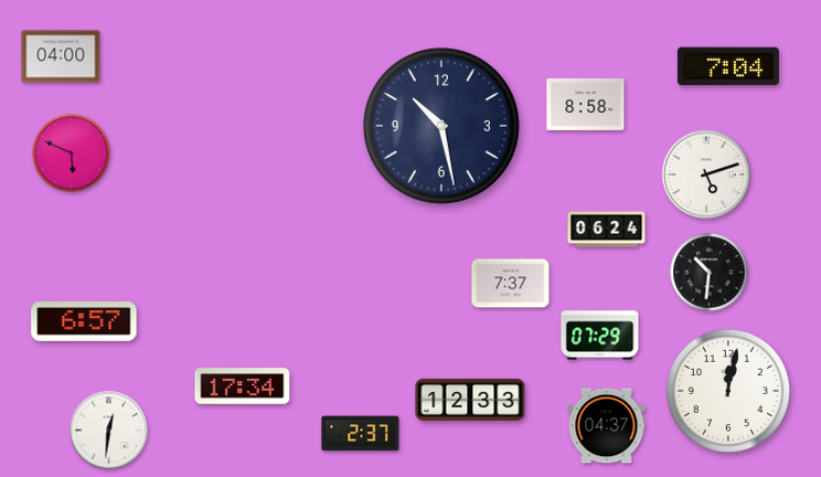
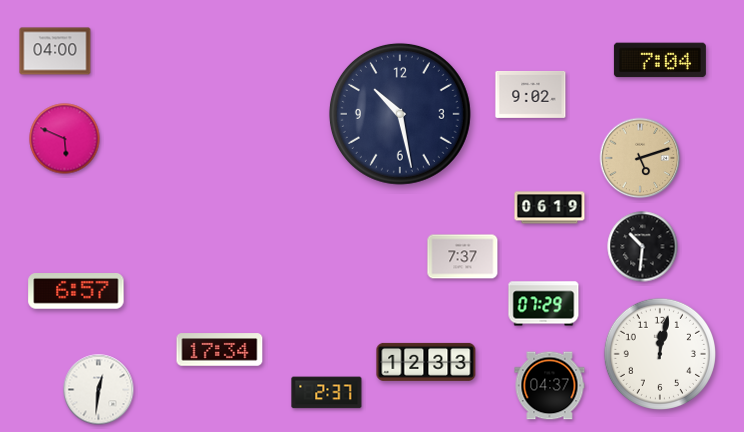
clock at (586, 104): 8:58 -> 9:02
clock at (706, 174) dial: white -> champagne
clock at (607, 230): 06:24 -> 06:19
